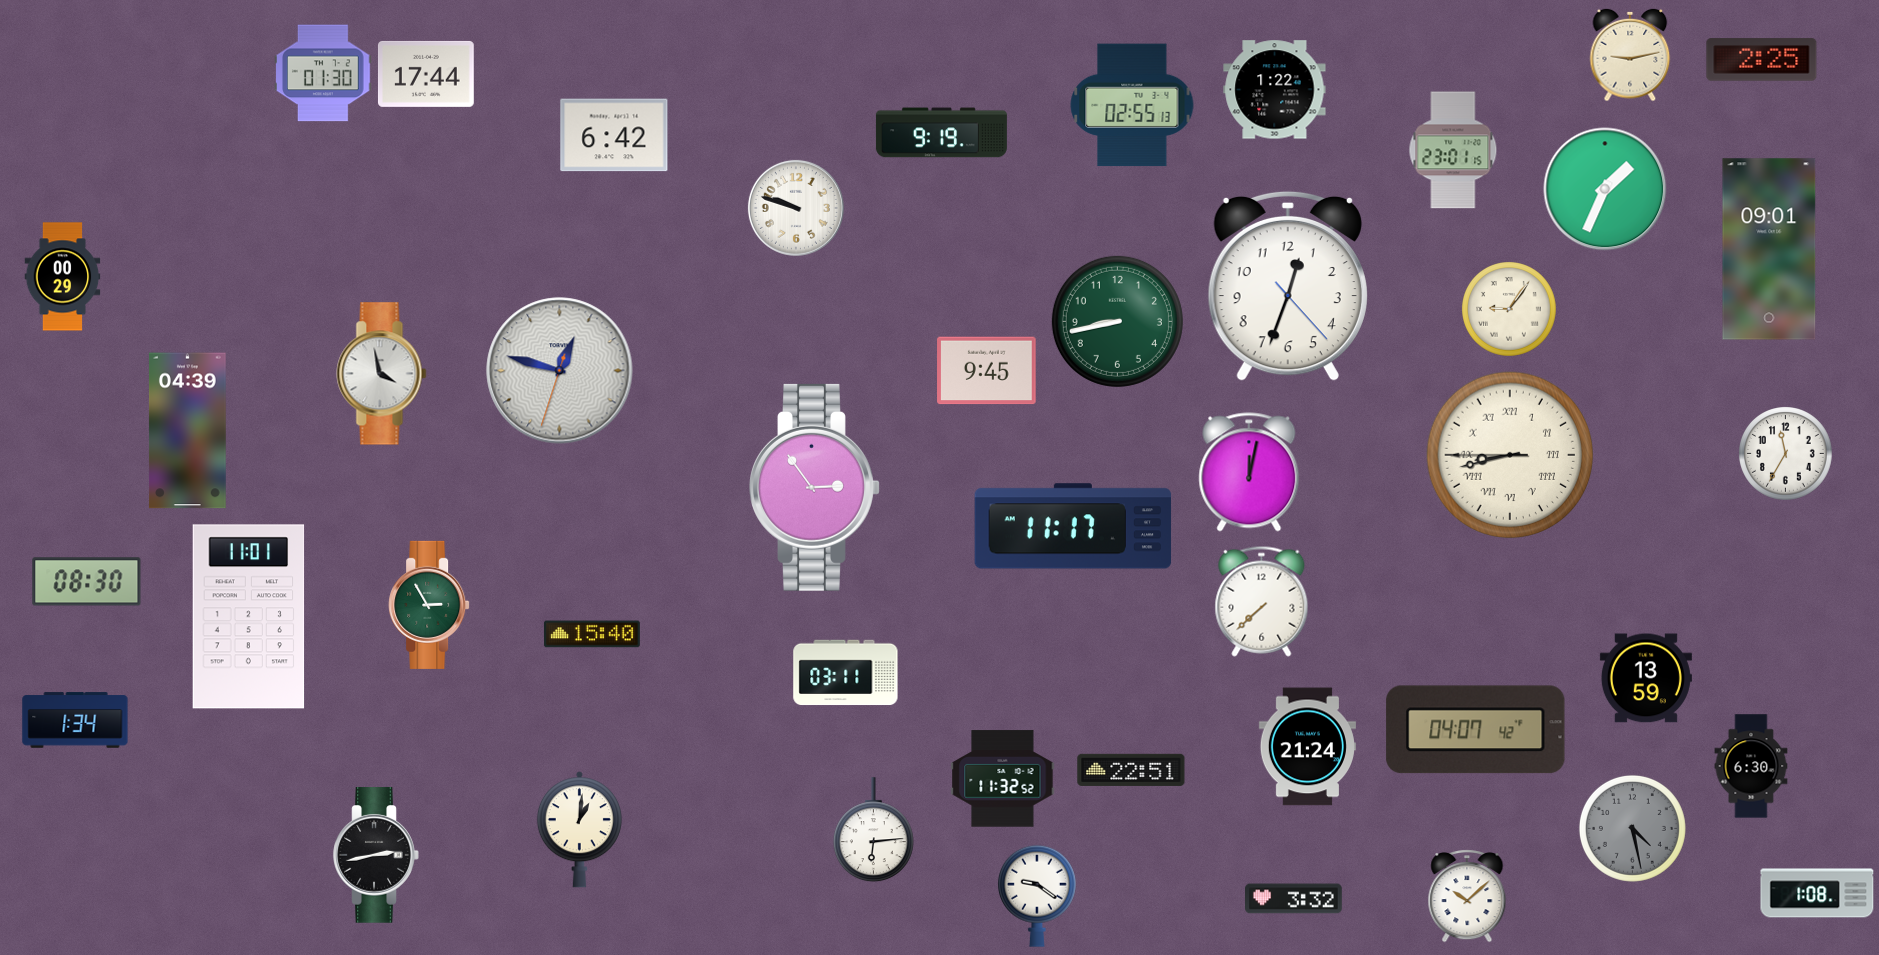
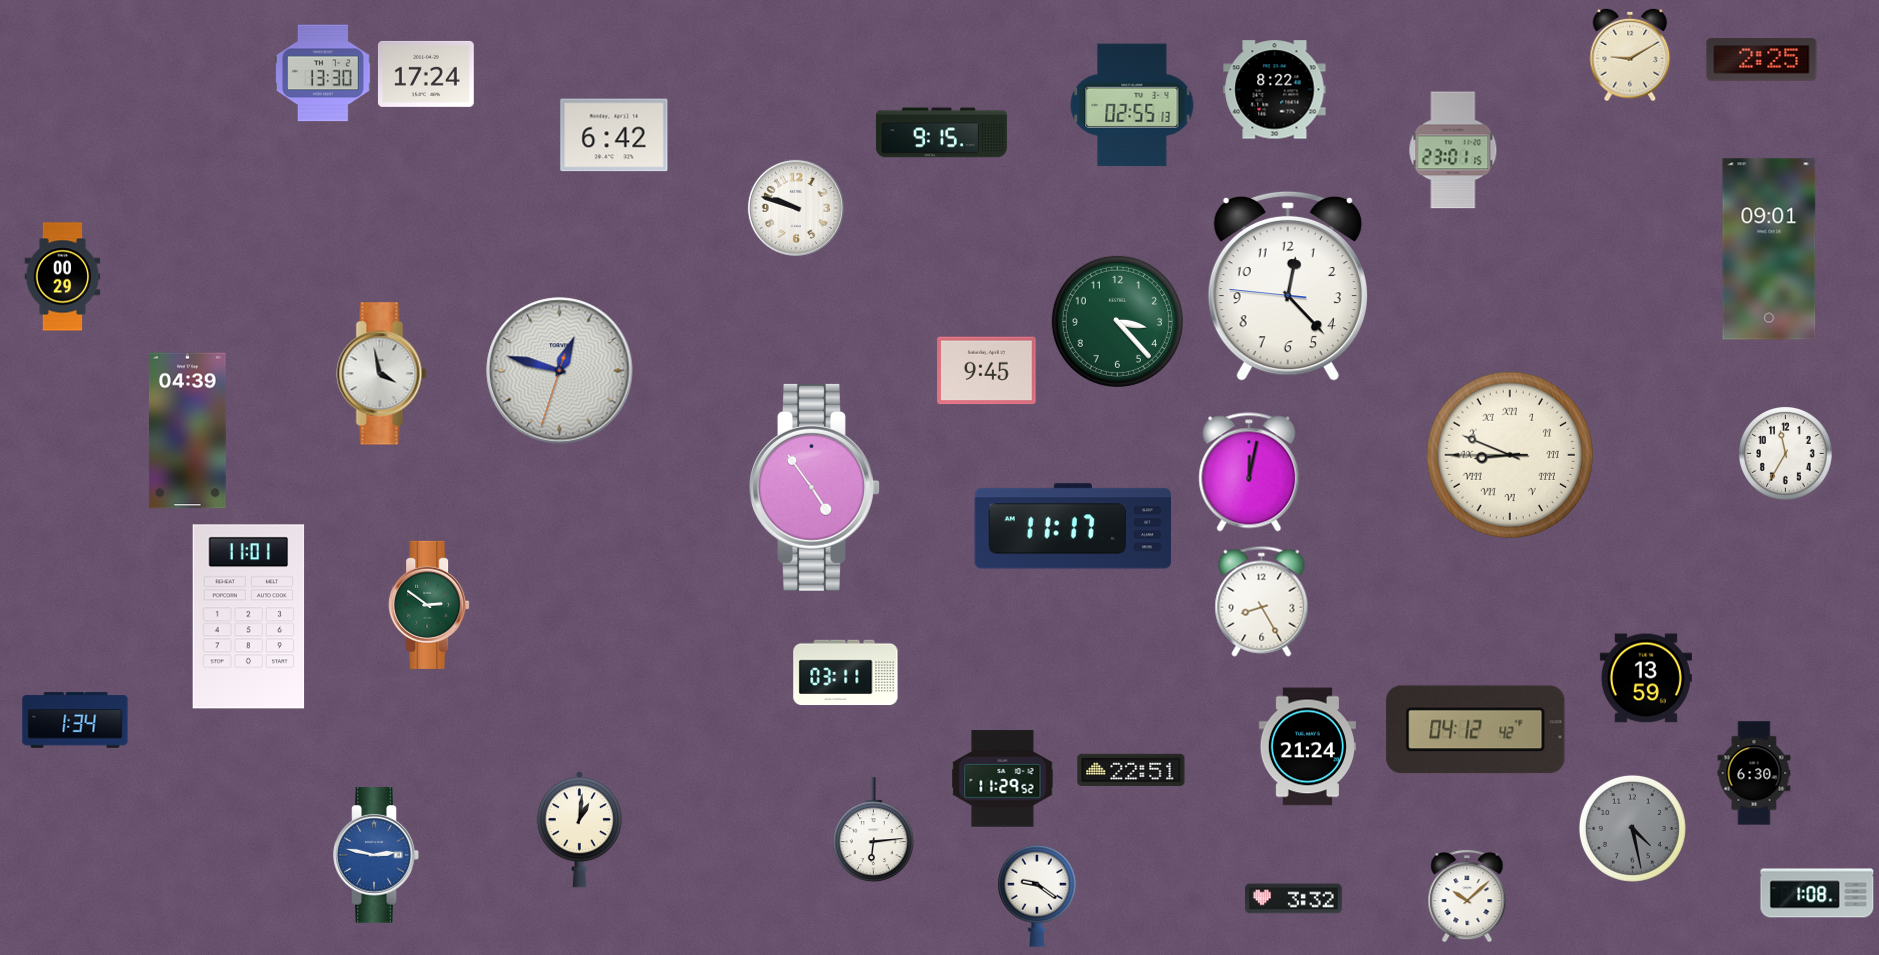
clock at (1630, 55): 9:13 -> 9:10
clock at (323, 73): 01:30 -> 13:30
clock at (426, 74): 17:44 -> 17:24
clock at (1275, 90): 1:22 -> 8:22
clock at (941, 133): 9:19 -> 9:15
clock at (1605, 189): 1:34 -> none
clock at (1288, 286): 12:33 -> 12:22
clock at (1510, 310): 9:06 -> none
clock at (1117, 321): 8:43 -> 3:23
clock at (1509, 454): 8:42 -> 8:48
clock at (815, 487): 2:54 -> 4:54
clock at (87, 582): 08:30 -> none
clock at (1262, 601): 7:38 -> 8:25
clock at (429, 605): 2:55 -> 2:51
clock at (592, 634): 15:40 -> none
clock at (1476, 730): 04:07 -> 04:12
clock at (1751, 766) position: (1751, 766) -> (1754, 773)
clock at (1003, 779): 11:32 -> 11:29
clock at (376, 855): 2:43 -> 2:47
clock at (376, 855) dial: black -> blue
